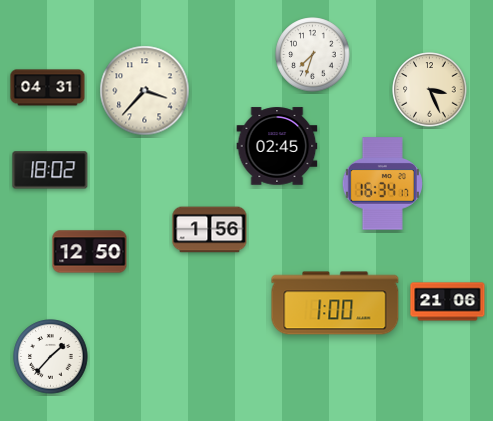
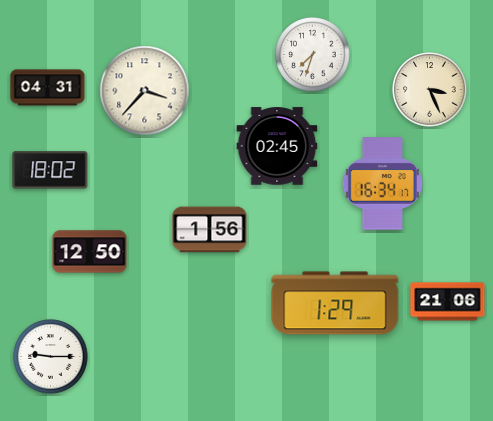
clock at (335, 303): 1:00 -> 1:29
clock at (51, 357): 1:37 -> 9:15
